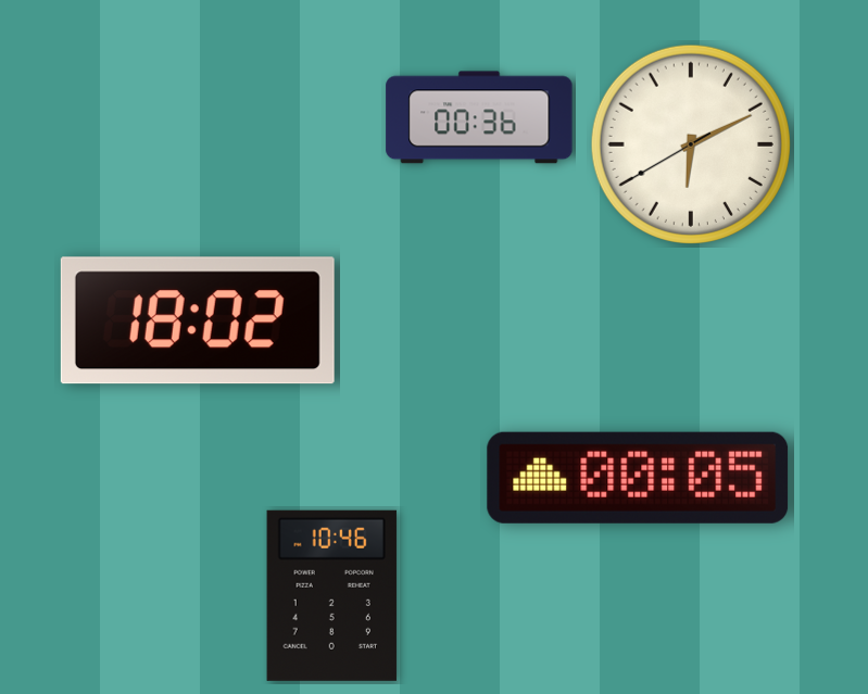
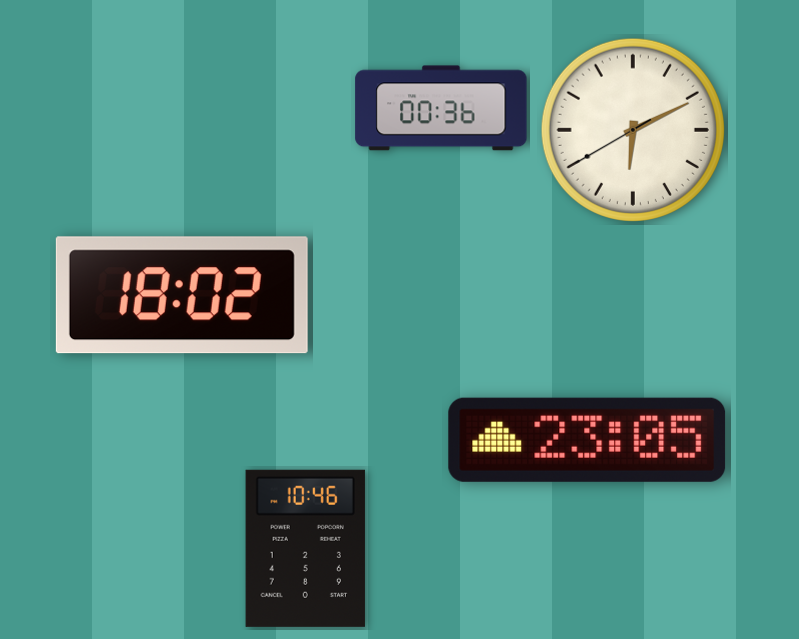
clock at (691, 144) position: (691, 144) -> (633, 130)
clock at (638, 478): 00:05 -> 23:05
